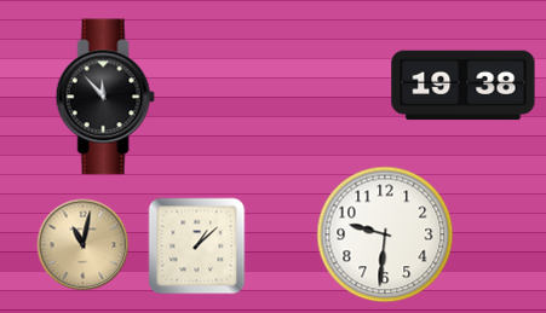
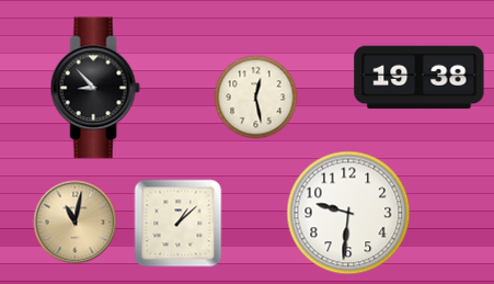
clock at (105, 97): 11:53 -> 8:53
clock at (256, 98): none -> 12:28
